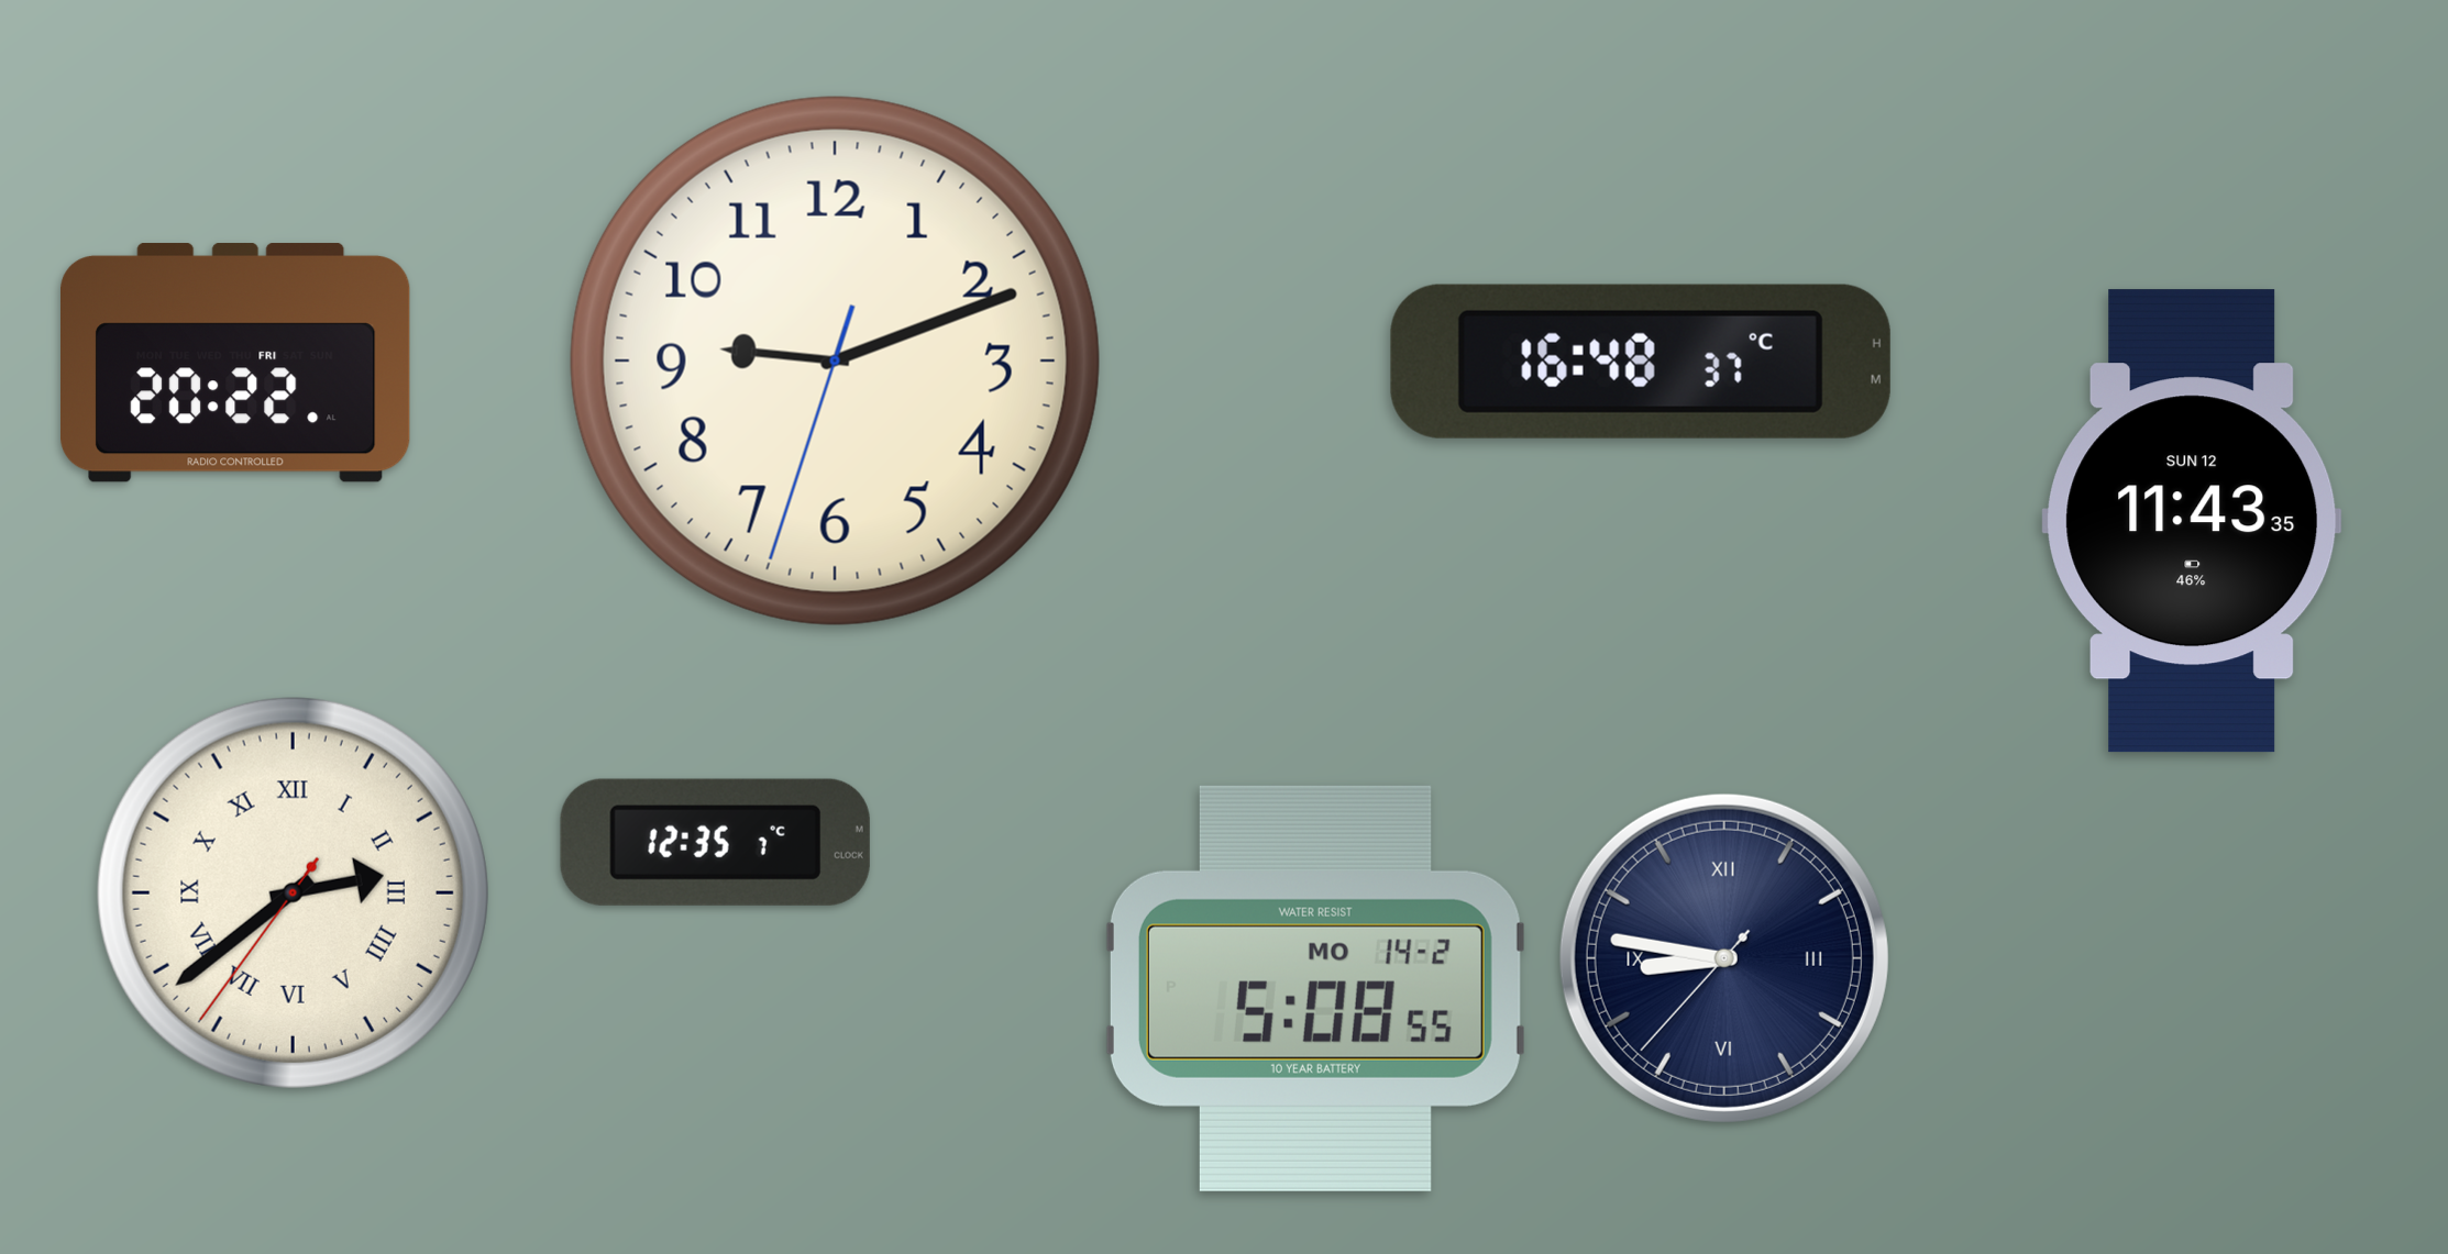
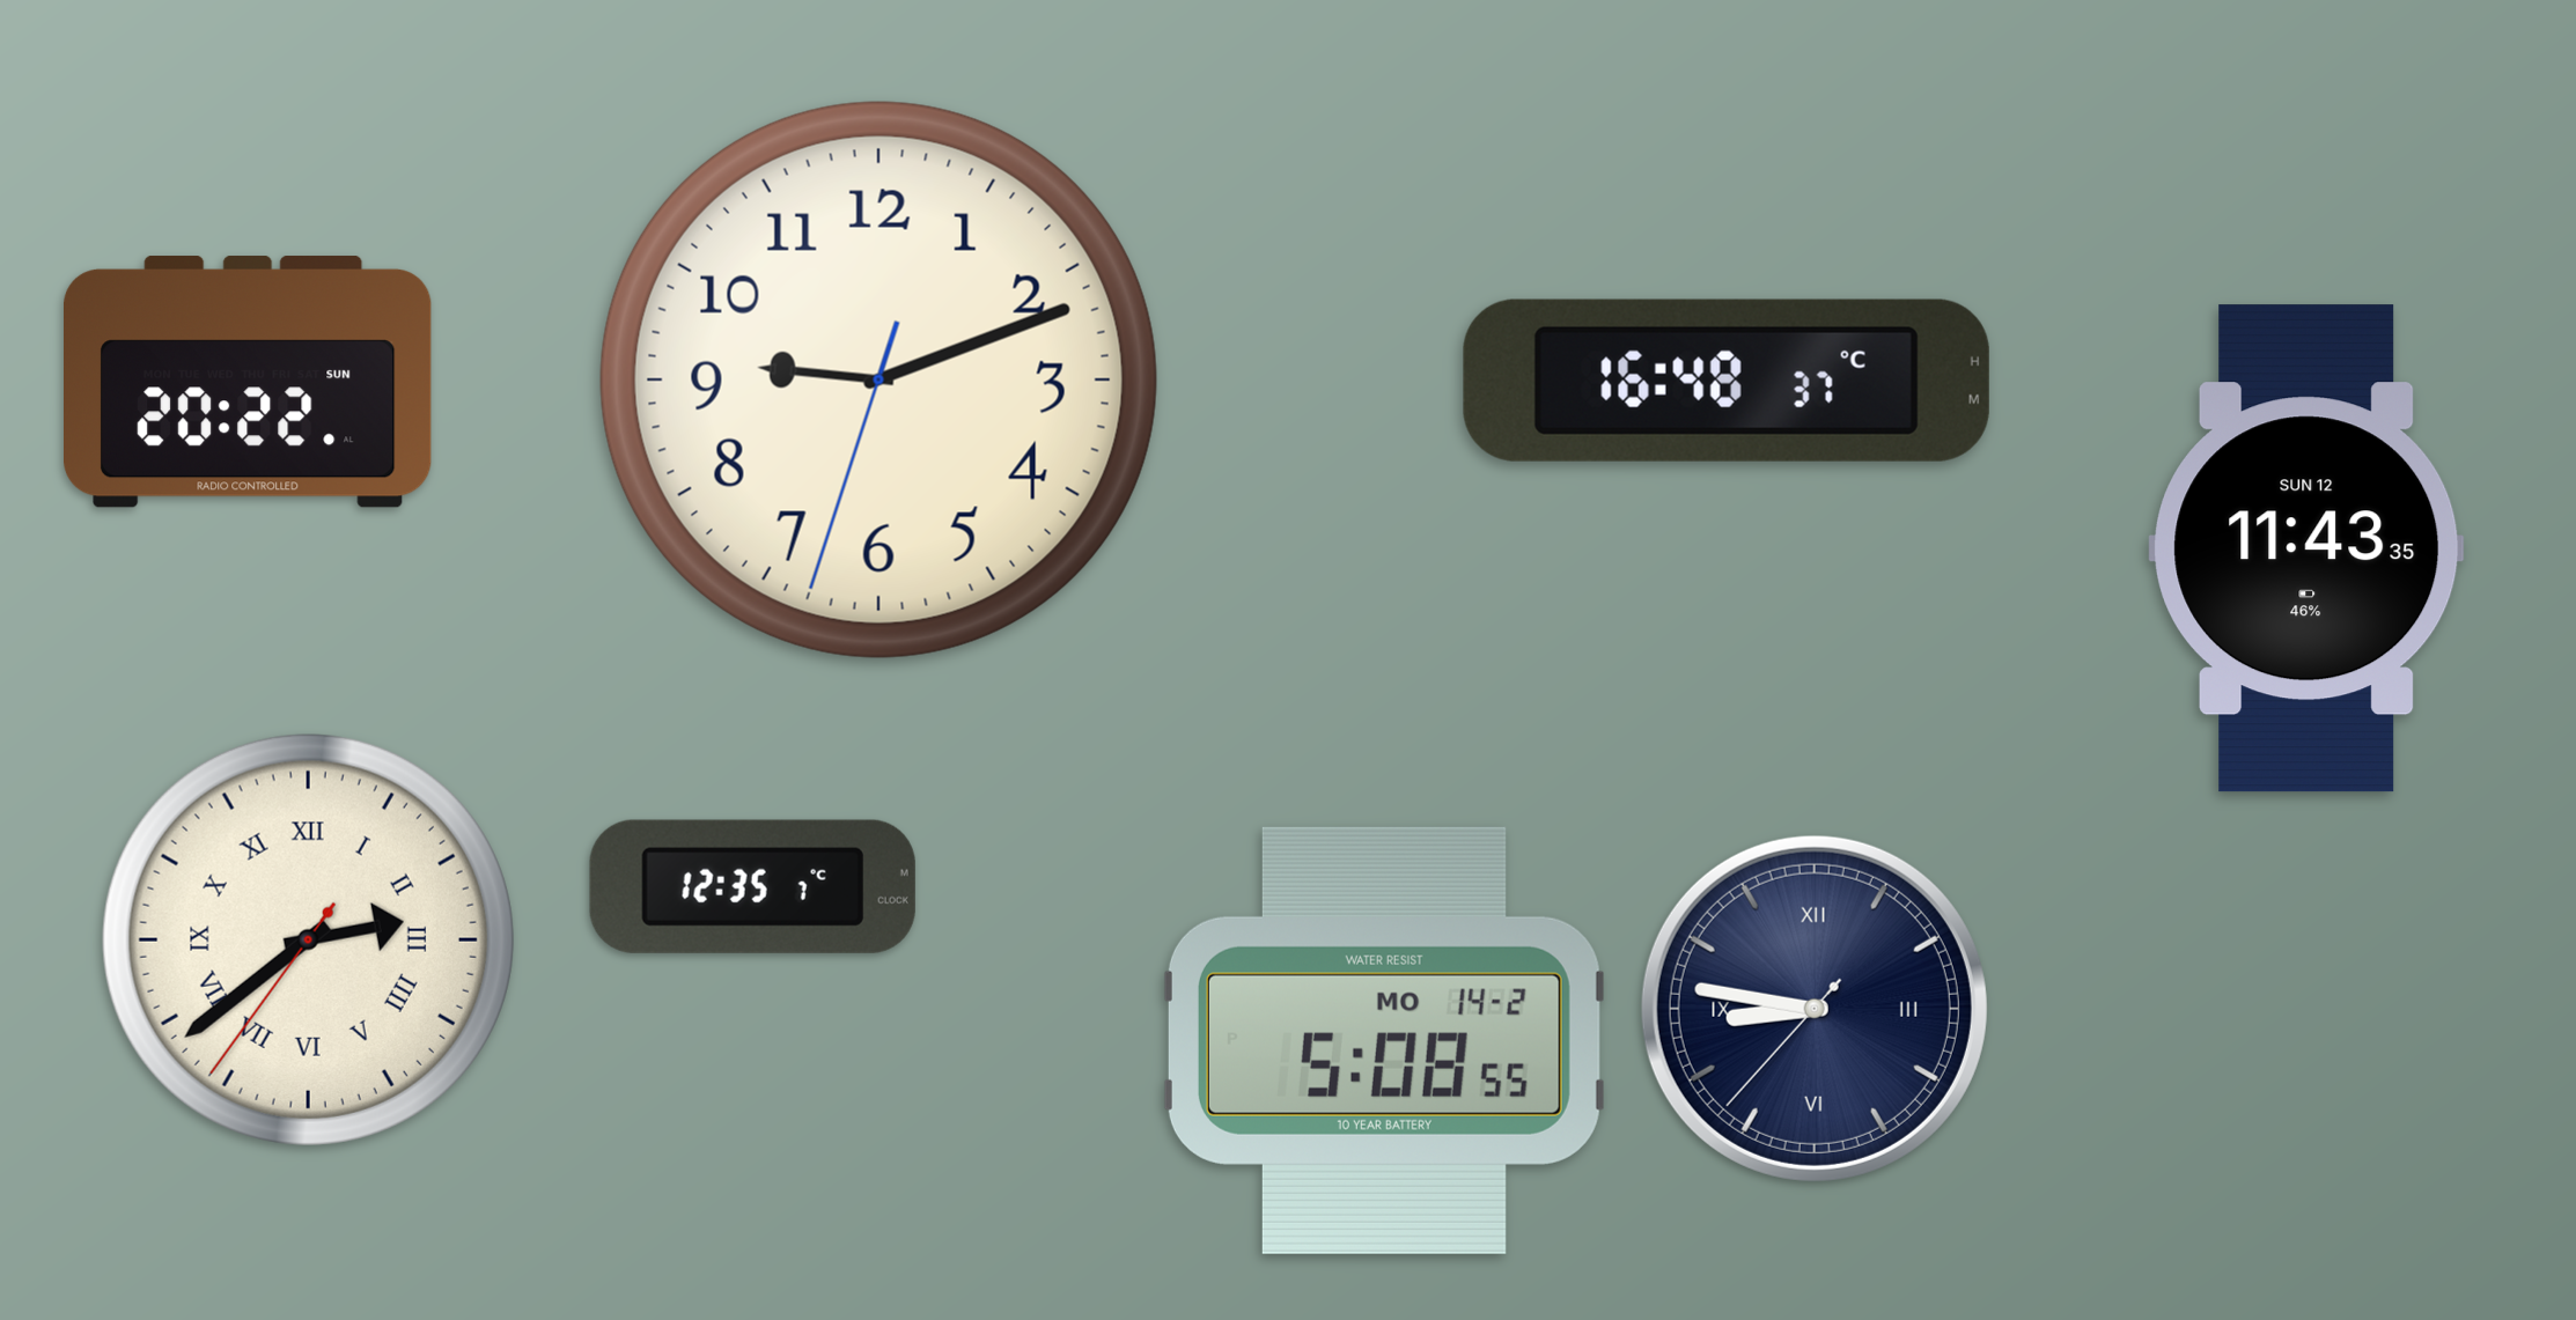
clock at (236, 364) date: FRI -> SUN
